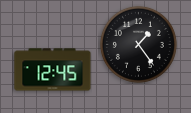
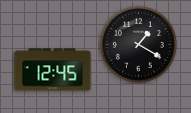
clock at (138, 44): 1:24 -> 1:20
